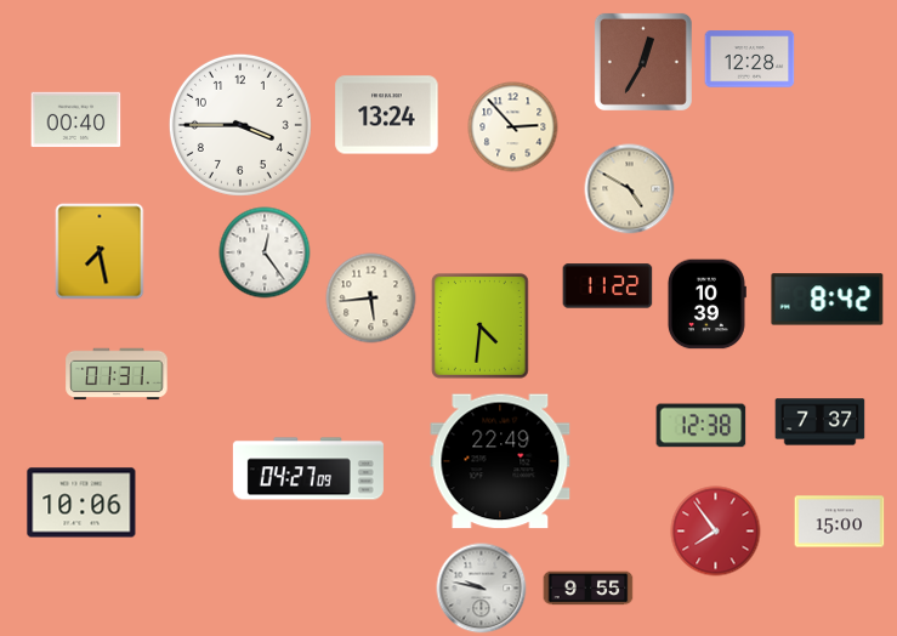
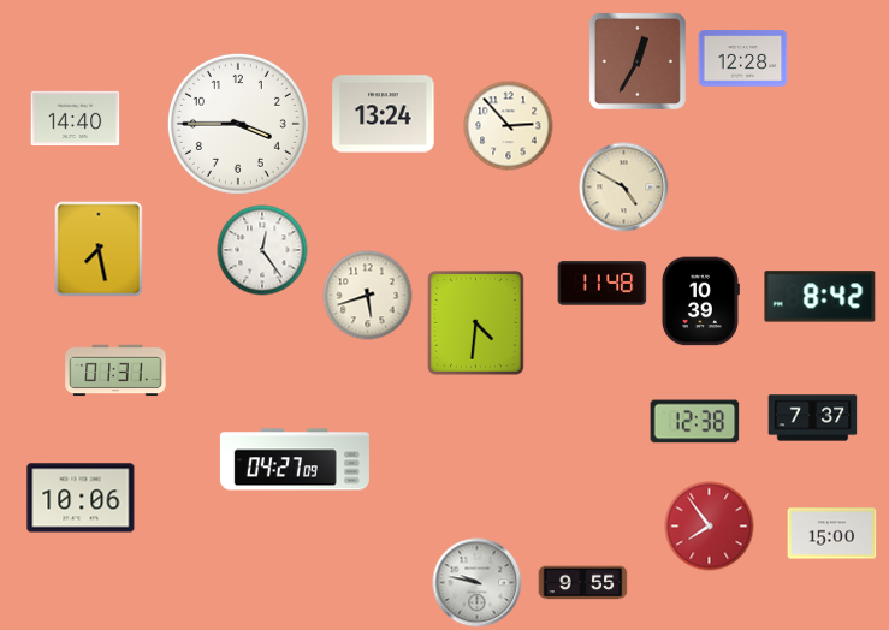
clock at (76, 120): 00:40 -> 14:40
clock at (608, 286): 11:22 -> 11:48
clock at (371, 299): 5:44 -> 5:42
clock at (500, 461): 22:49 -> none
clock at (308, 469) position: (308, 469) -> (295, 459)
clock at (840, 522) position: (840, 522) -> (832, 534)
